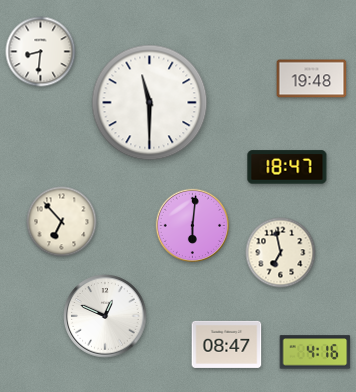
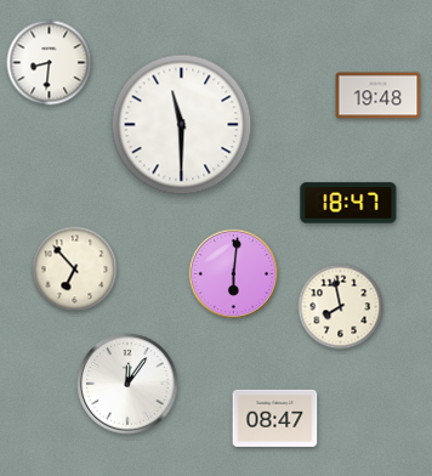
clock at (281, 253): 6:58 -> 7:58
clock at (105, 316): 12:49 -> 12:06
clock at (315, 352): 4:16 -> none
